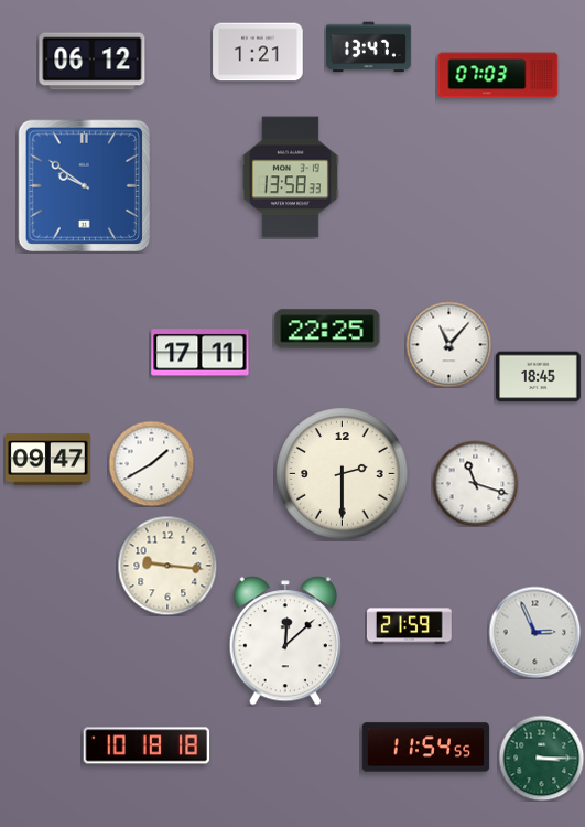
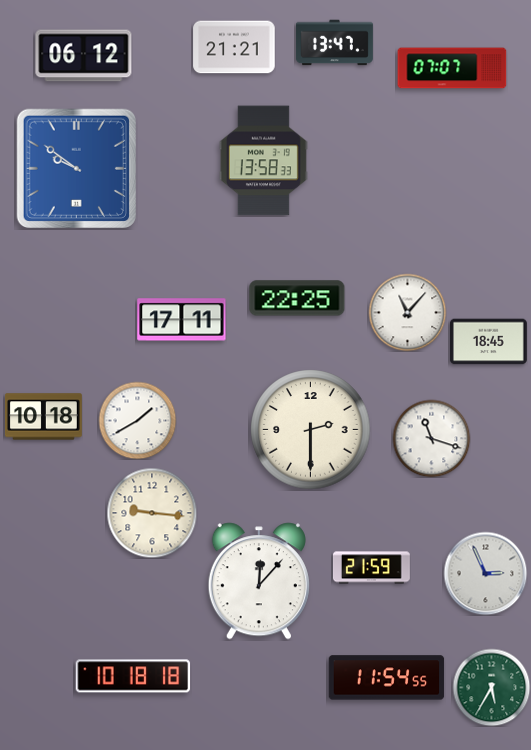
clock at (258, 52): 1:21 -> 21:21
clock at (498, 75): 07:03 -> 07:07
clock at (47, 460): 09:47 -> 10:18
clock at (285, 641): 12:08 -> 12:07
clock at (541, 758): 3:15 -> 5:35
